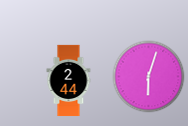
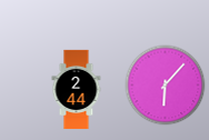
clock at (149, 77): 6:03 -> 6:07
